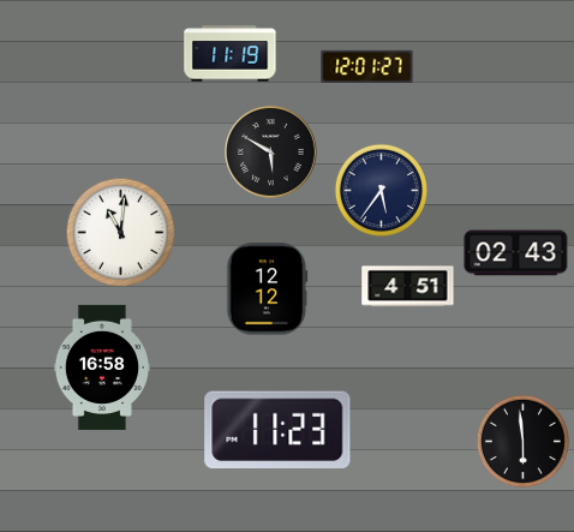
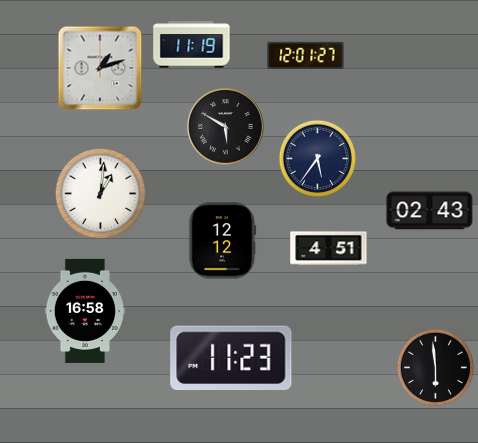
clock at (100, 68): none -> 1:12
clock at (120, 232): 11:01 -> 1:01
clock at (408, 287) position: (408, 287) -> (329, 249)
clock at (102, 367) position: (102, 367) -> (85, 311)
